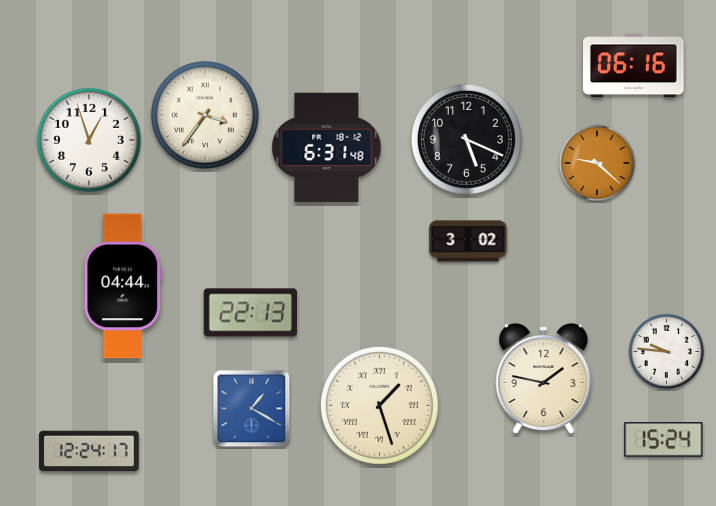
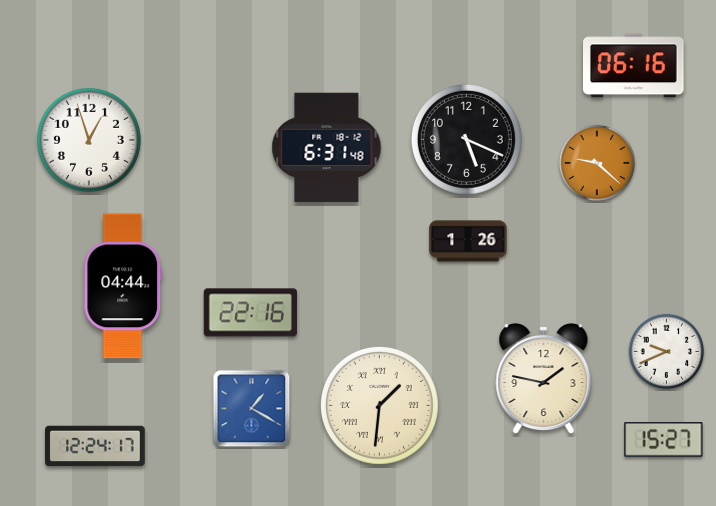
clock at (205, 115): 3:36 -> none
clock at (468, 241): 3:02 -> 1:26
clock at (250, 313): 22:13 -> 22:16
clock at (667, 352): 9:46 -> 9:41
clock at (379, 405): 1:27 -> 1:31
clock at (664, 440): 15:24 -> 15:27
clock at (89, 451) position: (89, 451) -> (95, 446)
